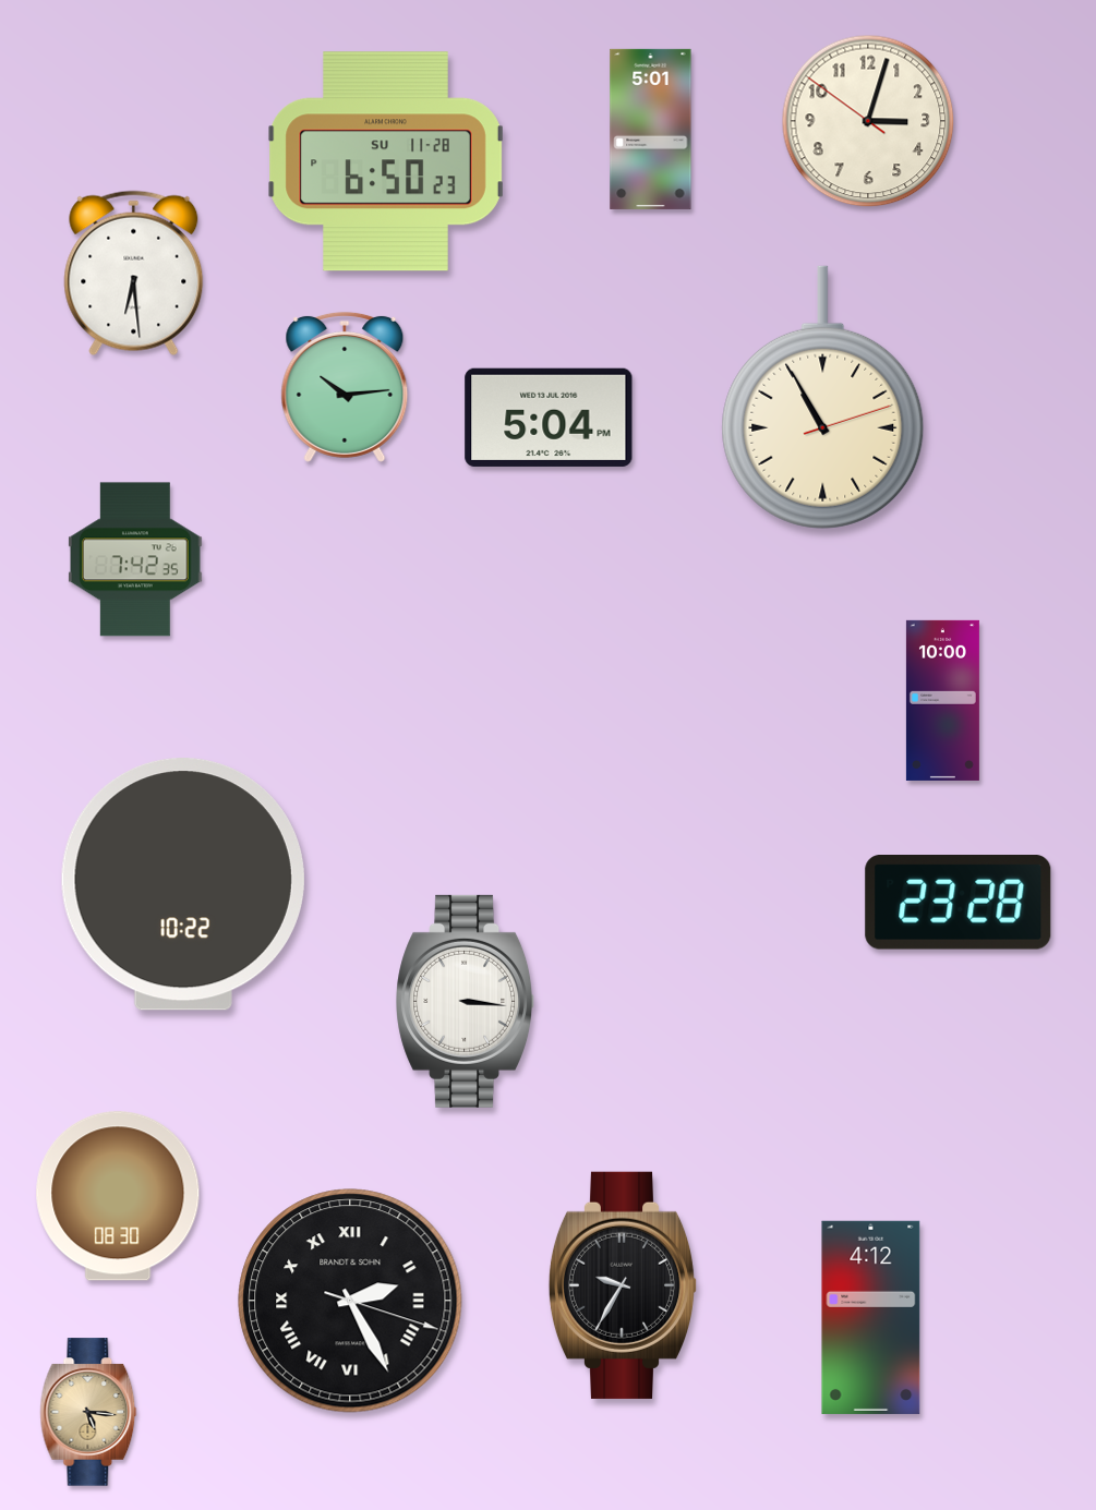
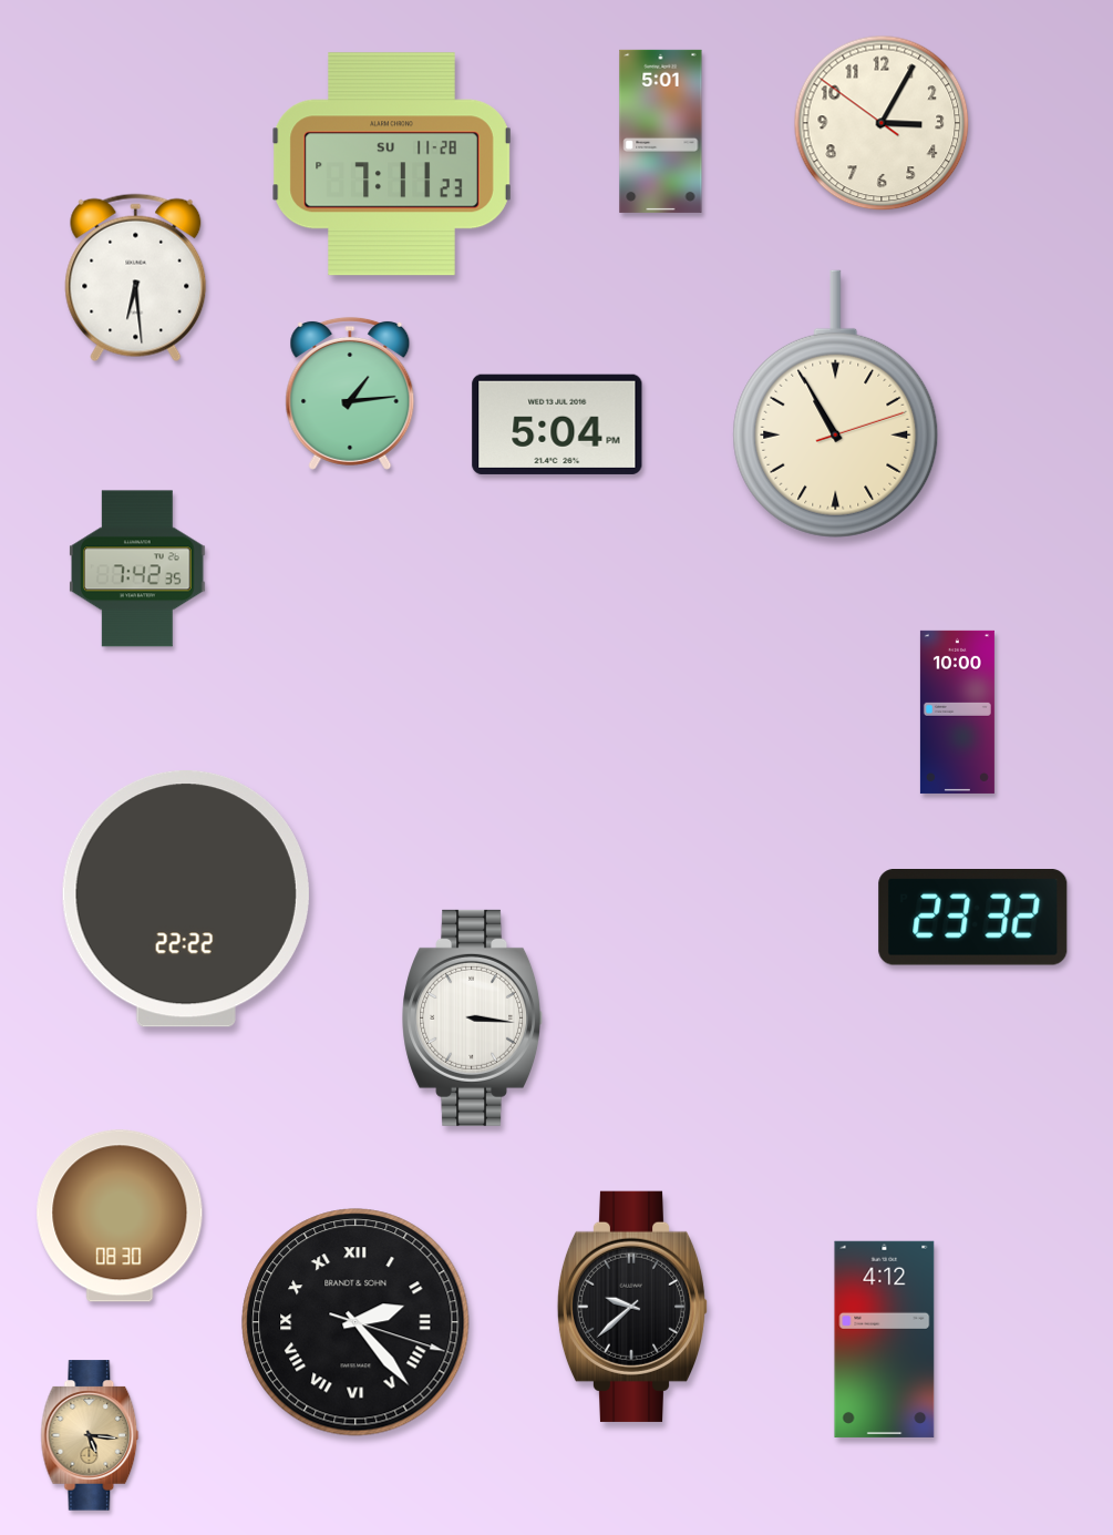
clock at (868, 121): 3:02 -> 3:04
clock at (386, 161): 6:50 -> 7:11
clock at (345, 387): 10:14 -> 1:14
clock at (183, 884): 10:22 -> 22:22
clock at (959, 903): 23:28 -> 23:32
clock at (623, 1285): 9:35 -> 9:38
clock at (350, 1301): 2:25 -> 2:23
